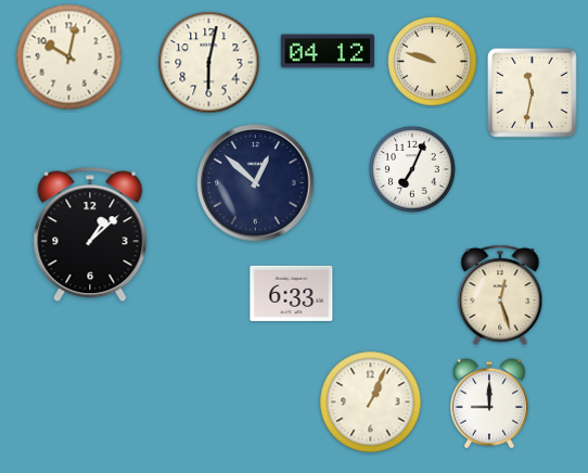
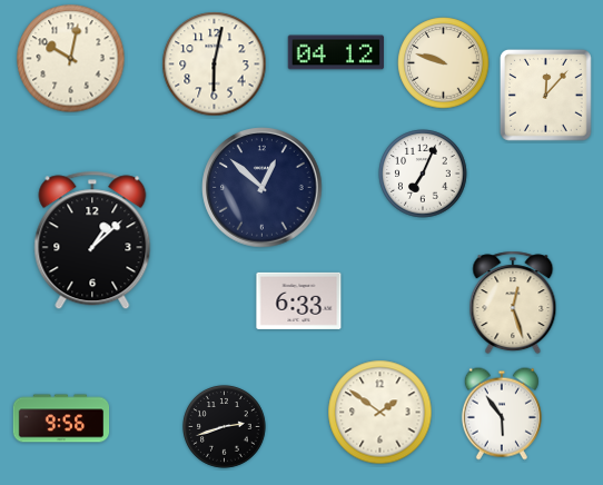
clock at (532, 92): 11:32 -> 12:07
clock at (371, 402): 1:04 -> 1:51
clock at (489, 404): 9:00 -> 5:54
clock at (61, 418): none -> 9:56
clock at (225, 427): none -> 2:42
